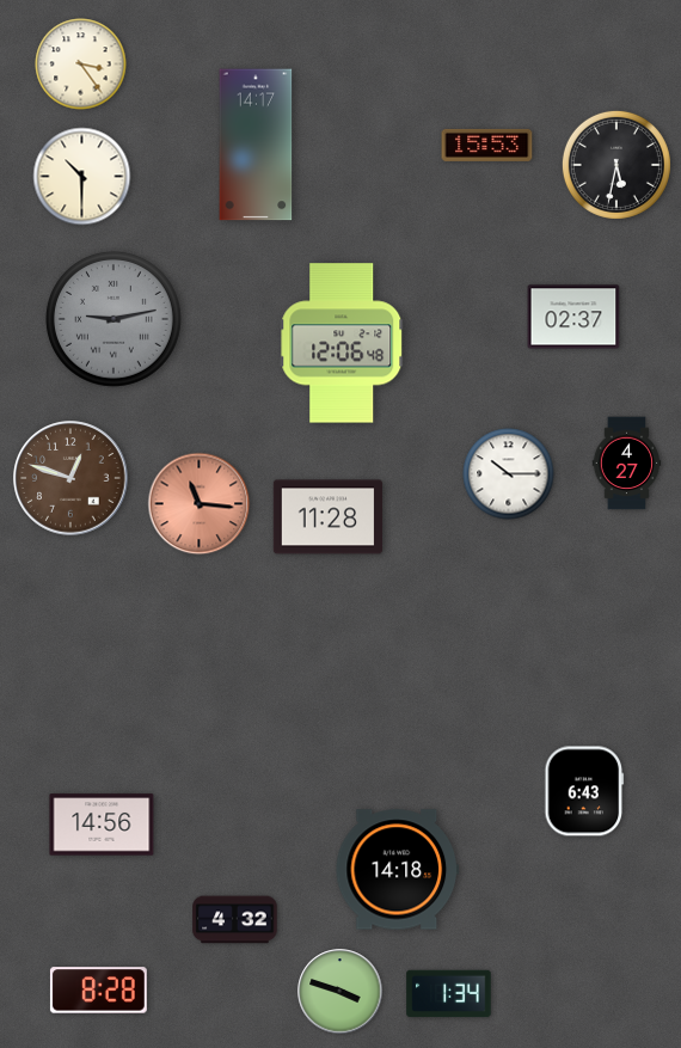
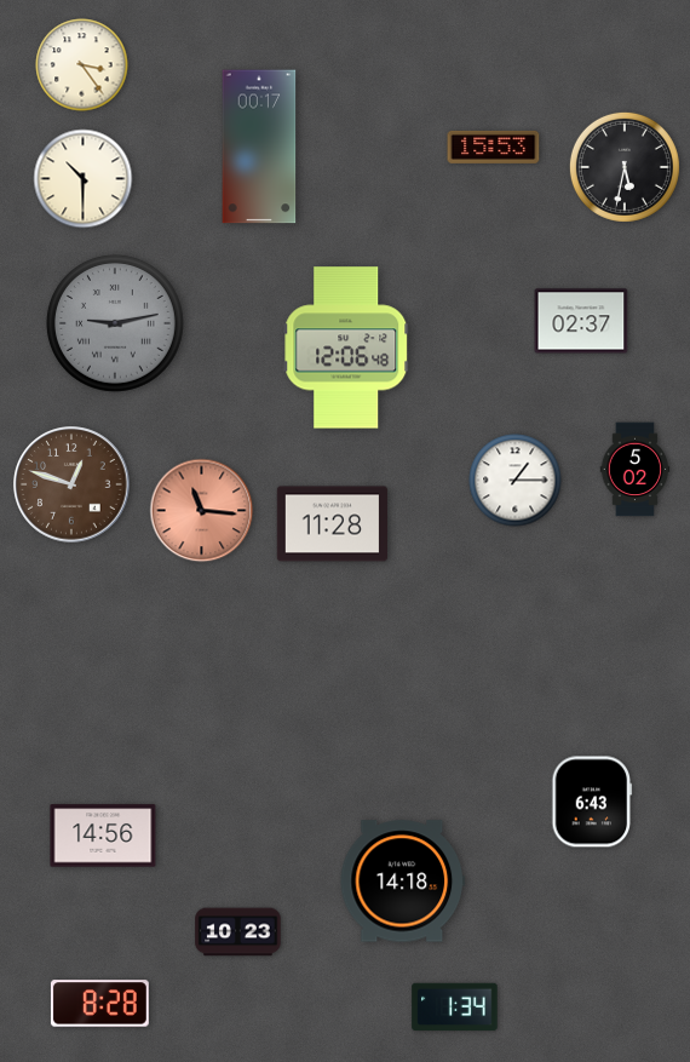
clock at (256, 145): 14:17 -> 00:17
clock at (627, 464): 4:27 -> 5:02
clock at (509, 474): 10:15 -> 1:15
clock at (235, 920): 4:32 -> 10:23
clock at (340, 992): 3:48 -> none
